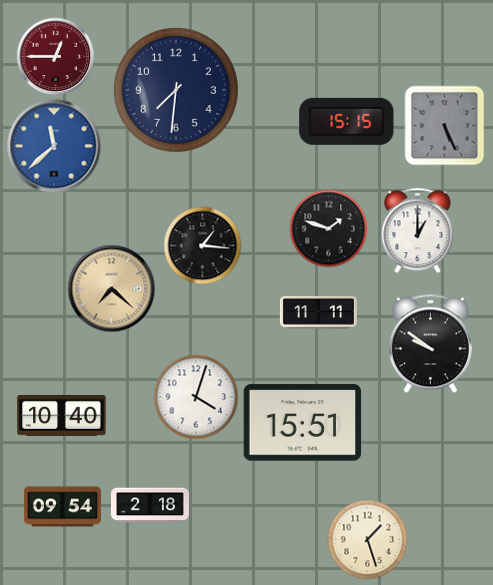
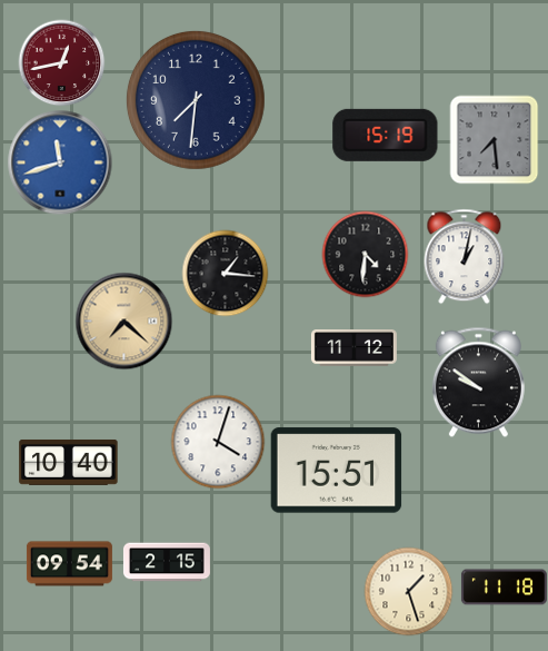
clock at (55, 56): 12:45 -> 12:43
clock at (347, 121): 15:15 -> 15:19
clock at (444, 125): 5:26 -> 7:29
clock at (54, 146): 11:38 -> 11:42
clock at (328, 228): 1:48 -> 4:31
clock at (418, 230): 1:00 -> 1:02
clock at (318, 313): 11:11 -> 11:12
clock at (150, 505): 2:18 -> 2:15
clock at (504, 588): none -> 11:18
clock at (367, 539) position: (367, 539) -> (408, 591)
